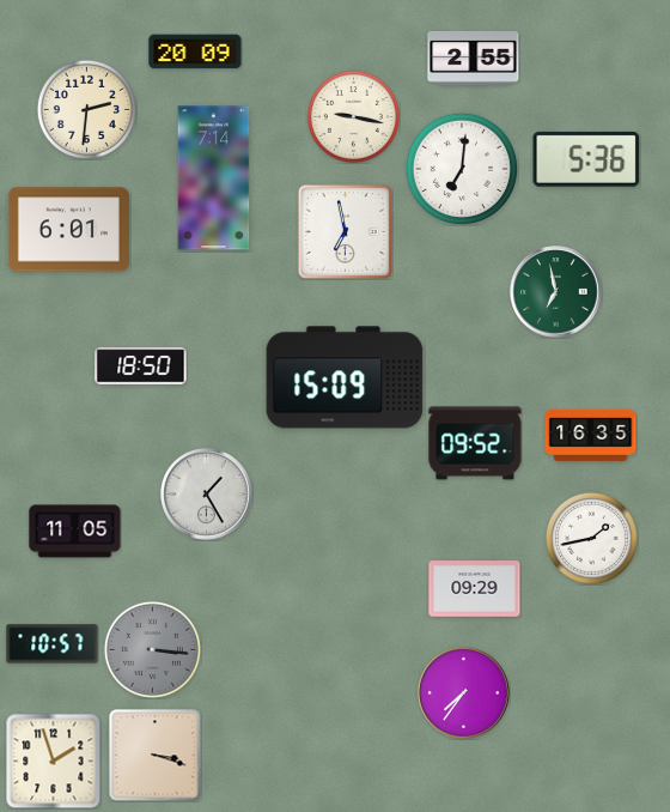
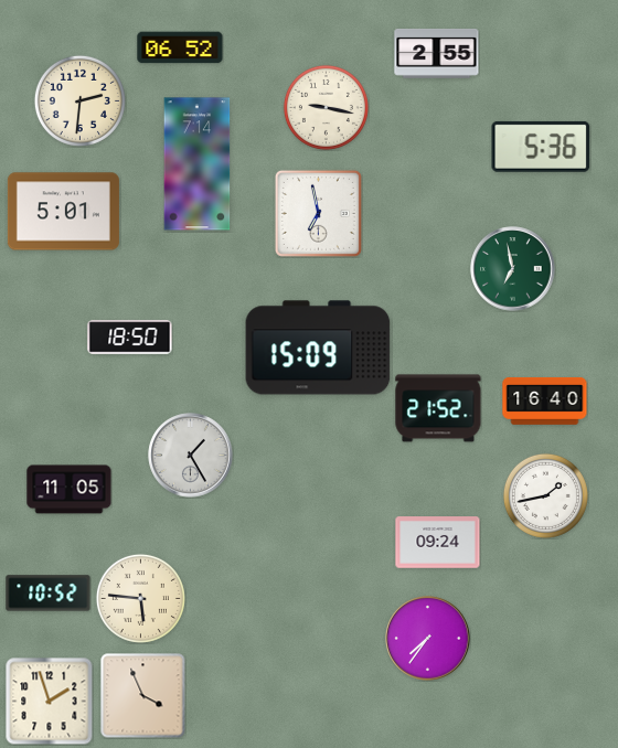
clock at (195, 51): 20:09 -> 06:52
clock at (461, 168): 7:01 -> none
clock at (68, 230): 6:01 -> 5:01
clock at (591, 436): 16:35 -> 16:40
clock at (475, 443): 09:52 -> 21:52
clock at (475, 589): 09:29 -> 09:24
clock at (53, 644): 10:57 -> 10:52
clock at (152, 649): 3:16 -> 5:46
clock at (152, 649) dial: grey -> cream
clock at (156, 756): 3:18 -> 3:56
